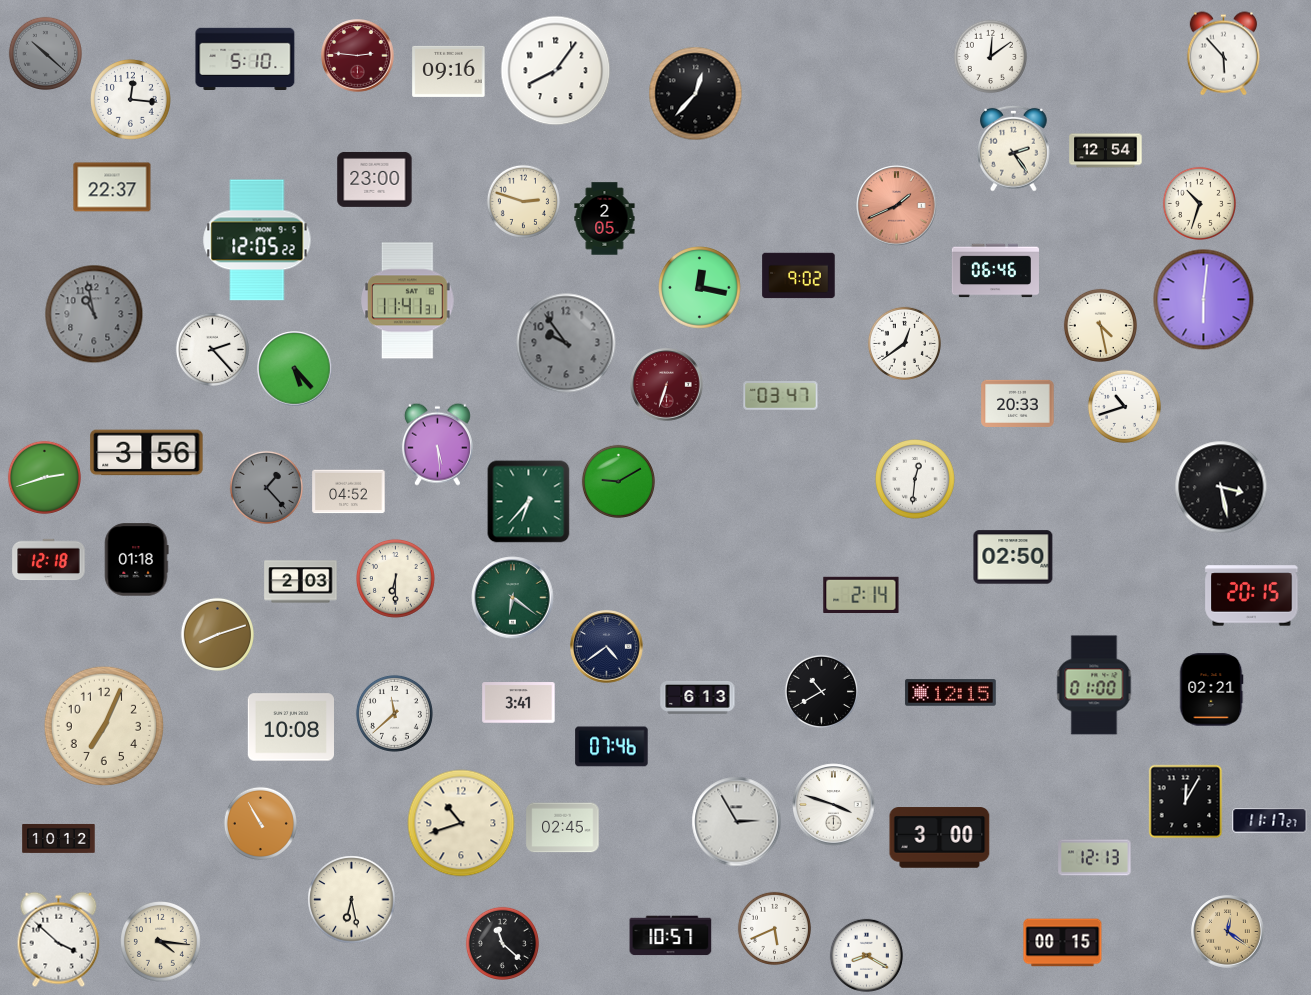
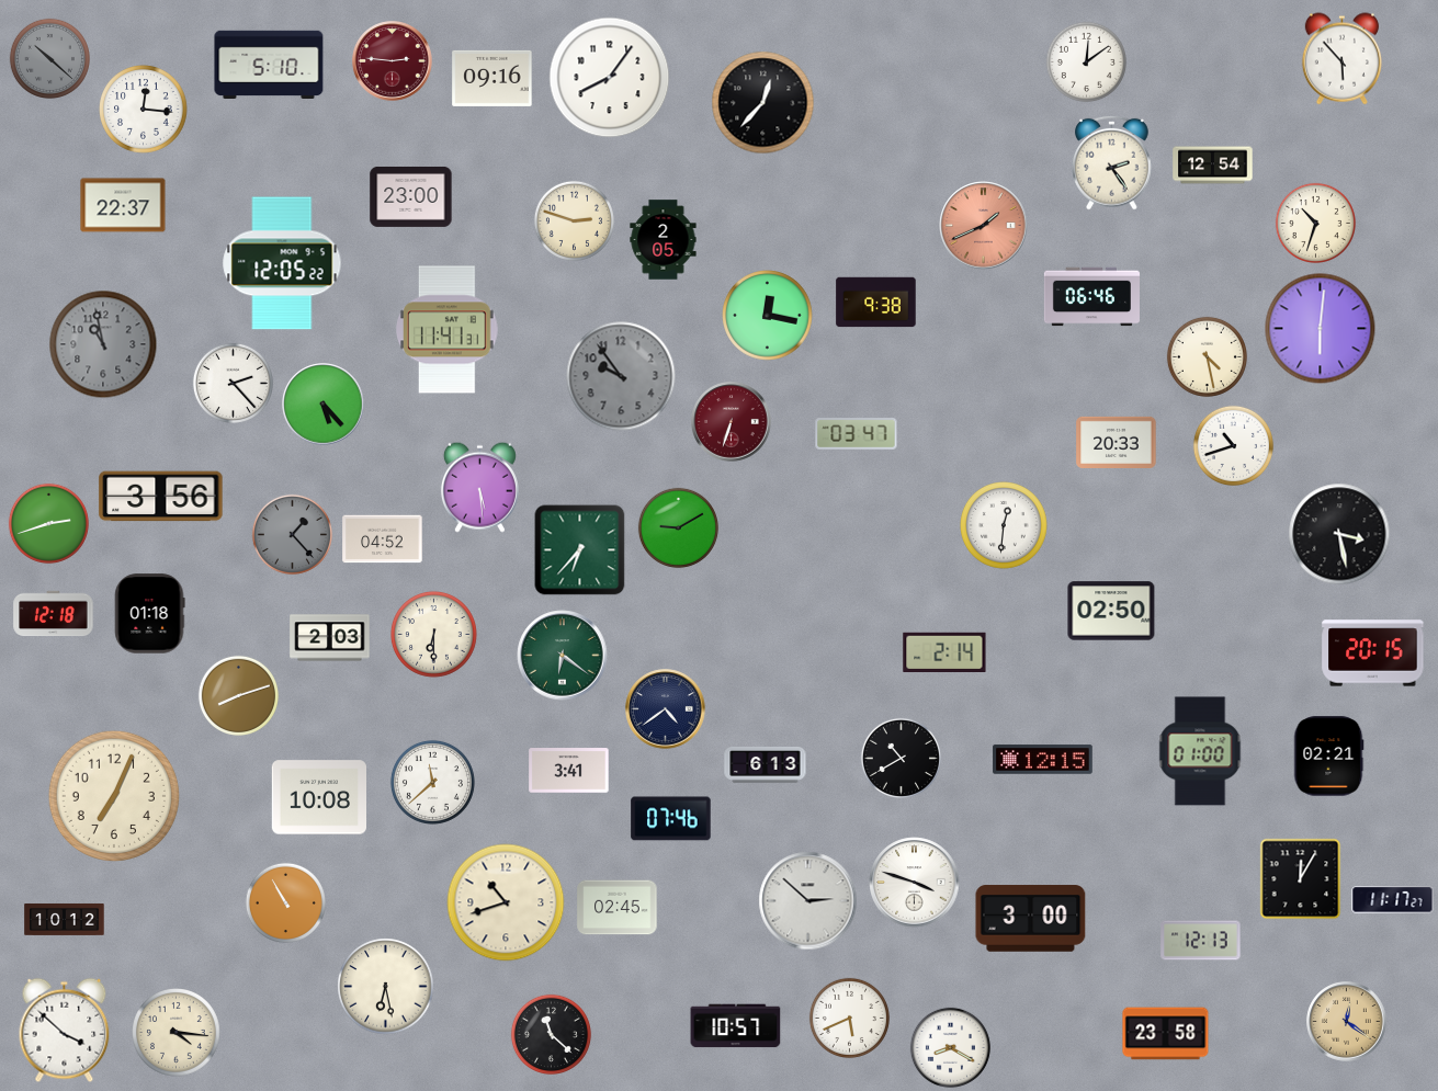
clock at (799, 276): 9:02 -> 9:38
clock at (904, 343): 12:39 -> none
clock at (737, 822): 2:55 -> 2:52
clock at (1063, 943): 00:15 -> 23:58
